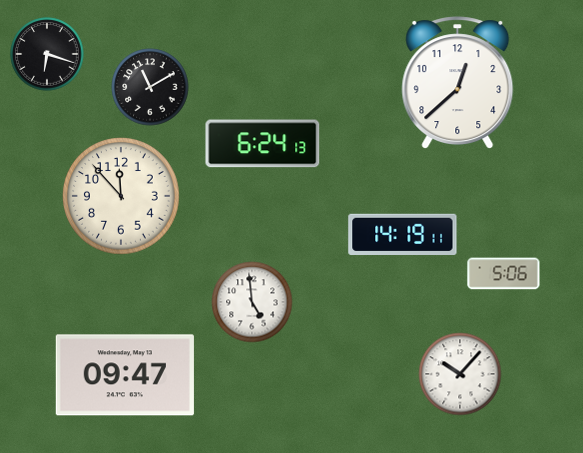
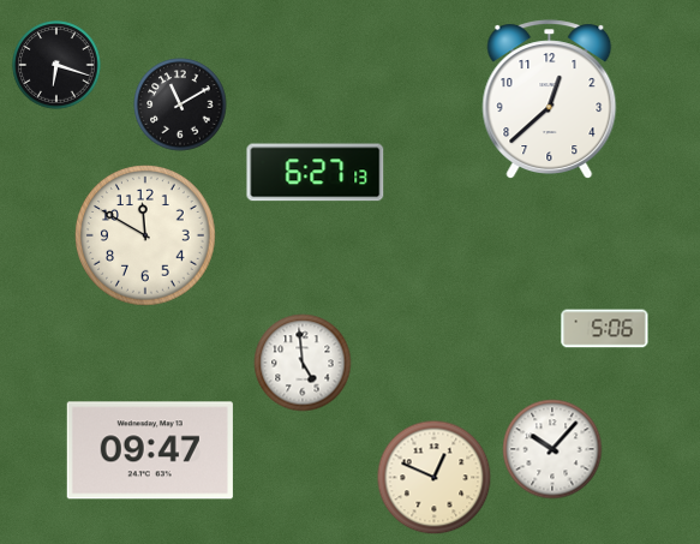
clock at (263, 144): 6:24 -> 6:27
clock at (122, 197): 11:53 -> 11:50
clock at (403, 234): 14:19 -> none
clock at (435, 478): none -> 12:49
